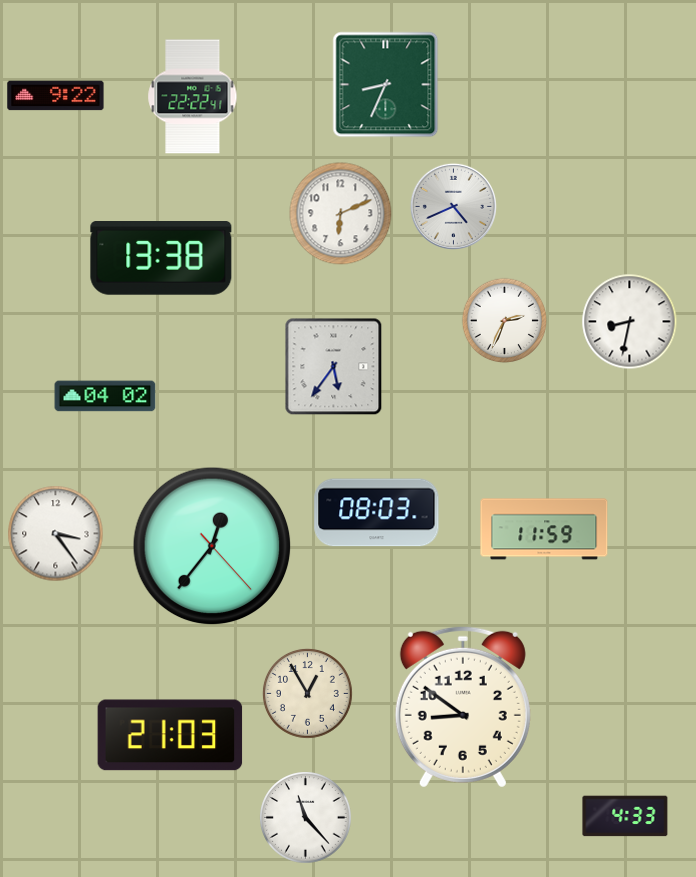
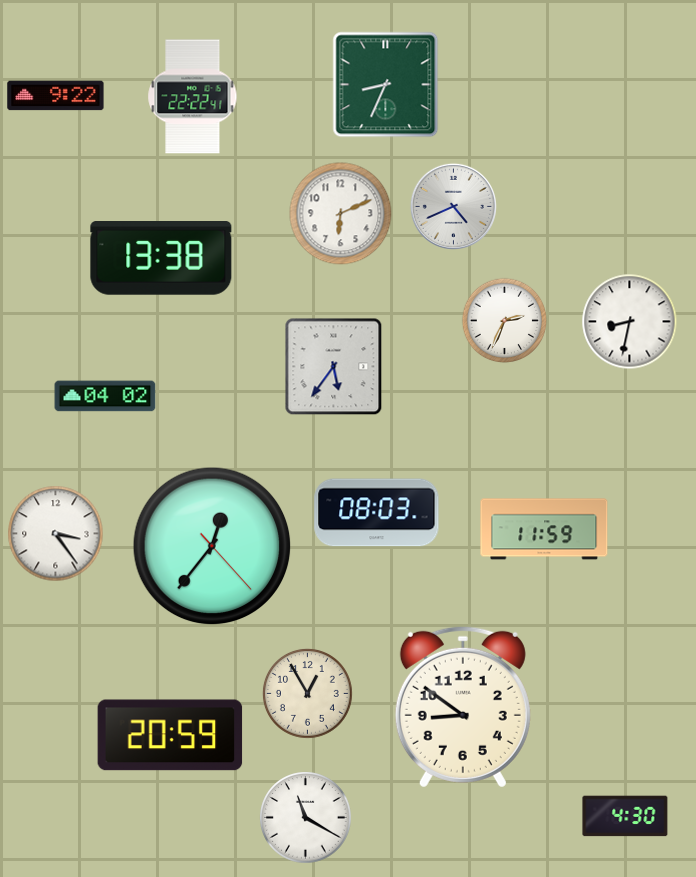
clock at (170, 735): 21:03 -> 20:59
clock at (625, 816): 4:33 -> 4:30
clock at (306, 818): 11:23 -> 11:20
